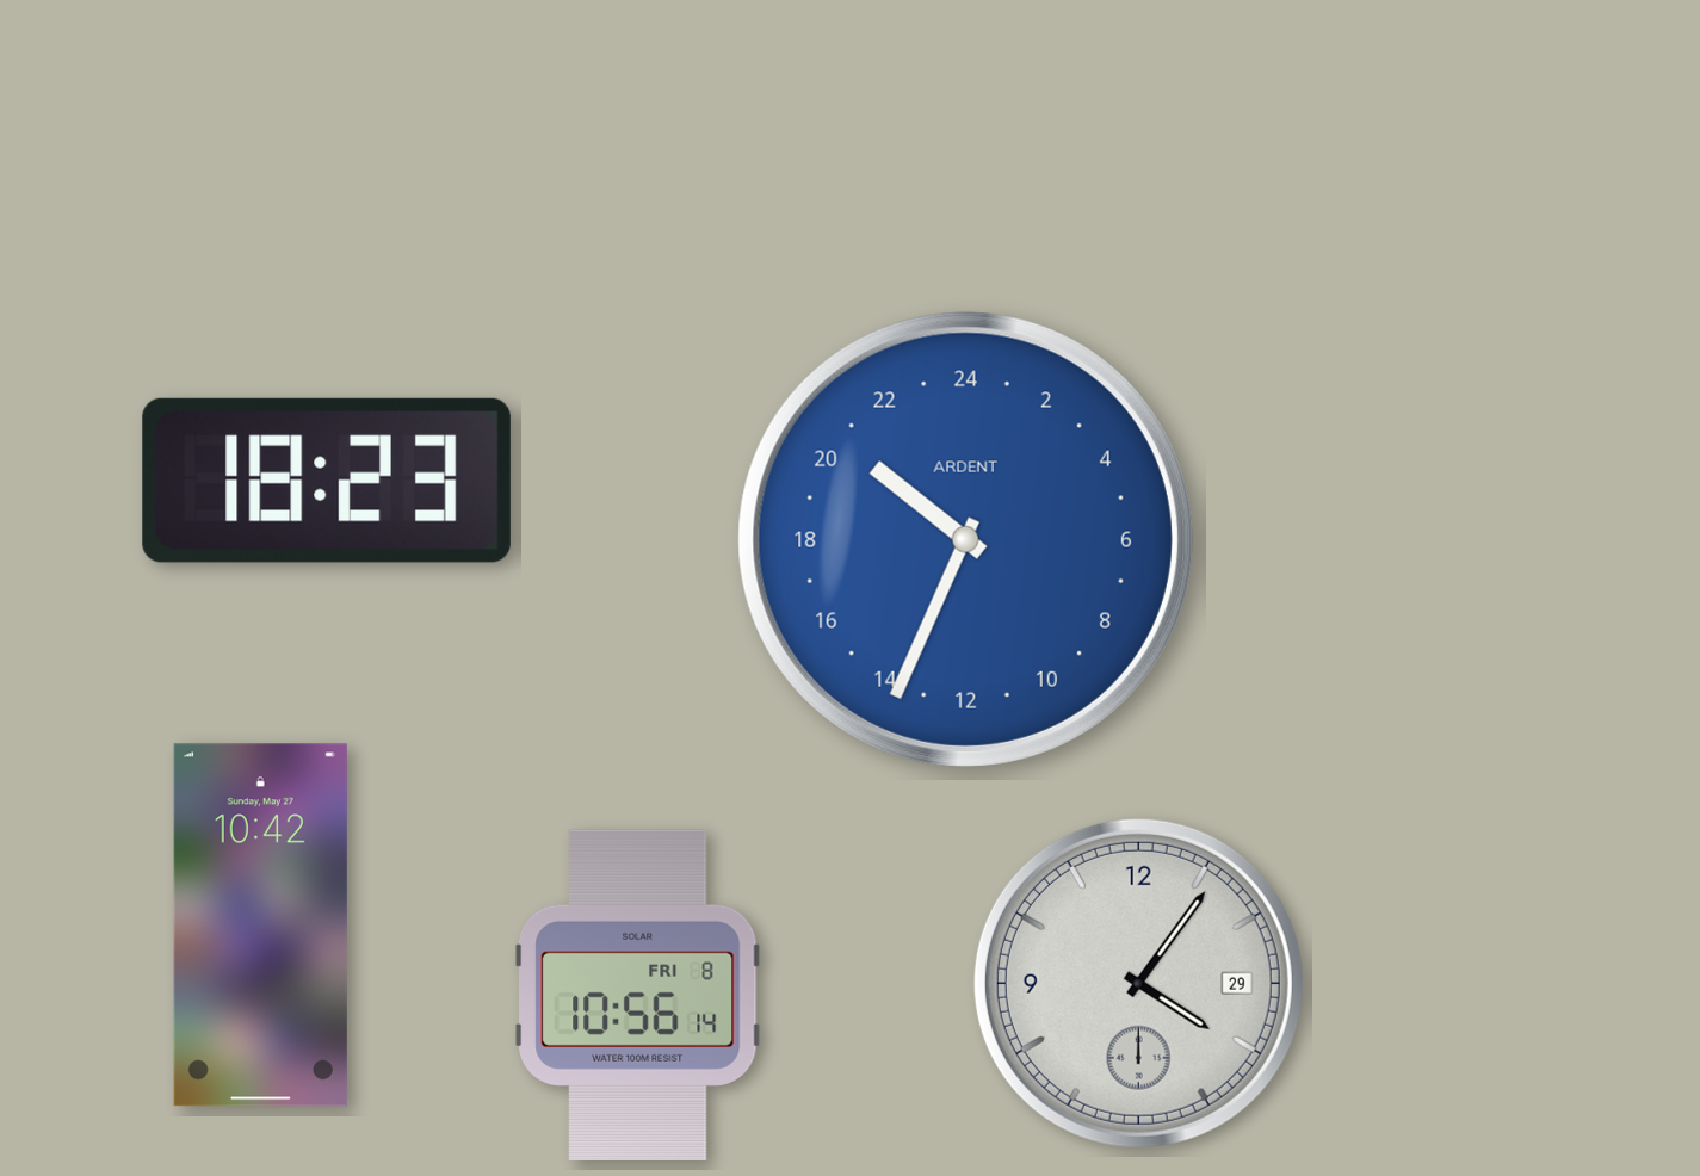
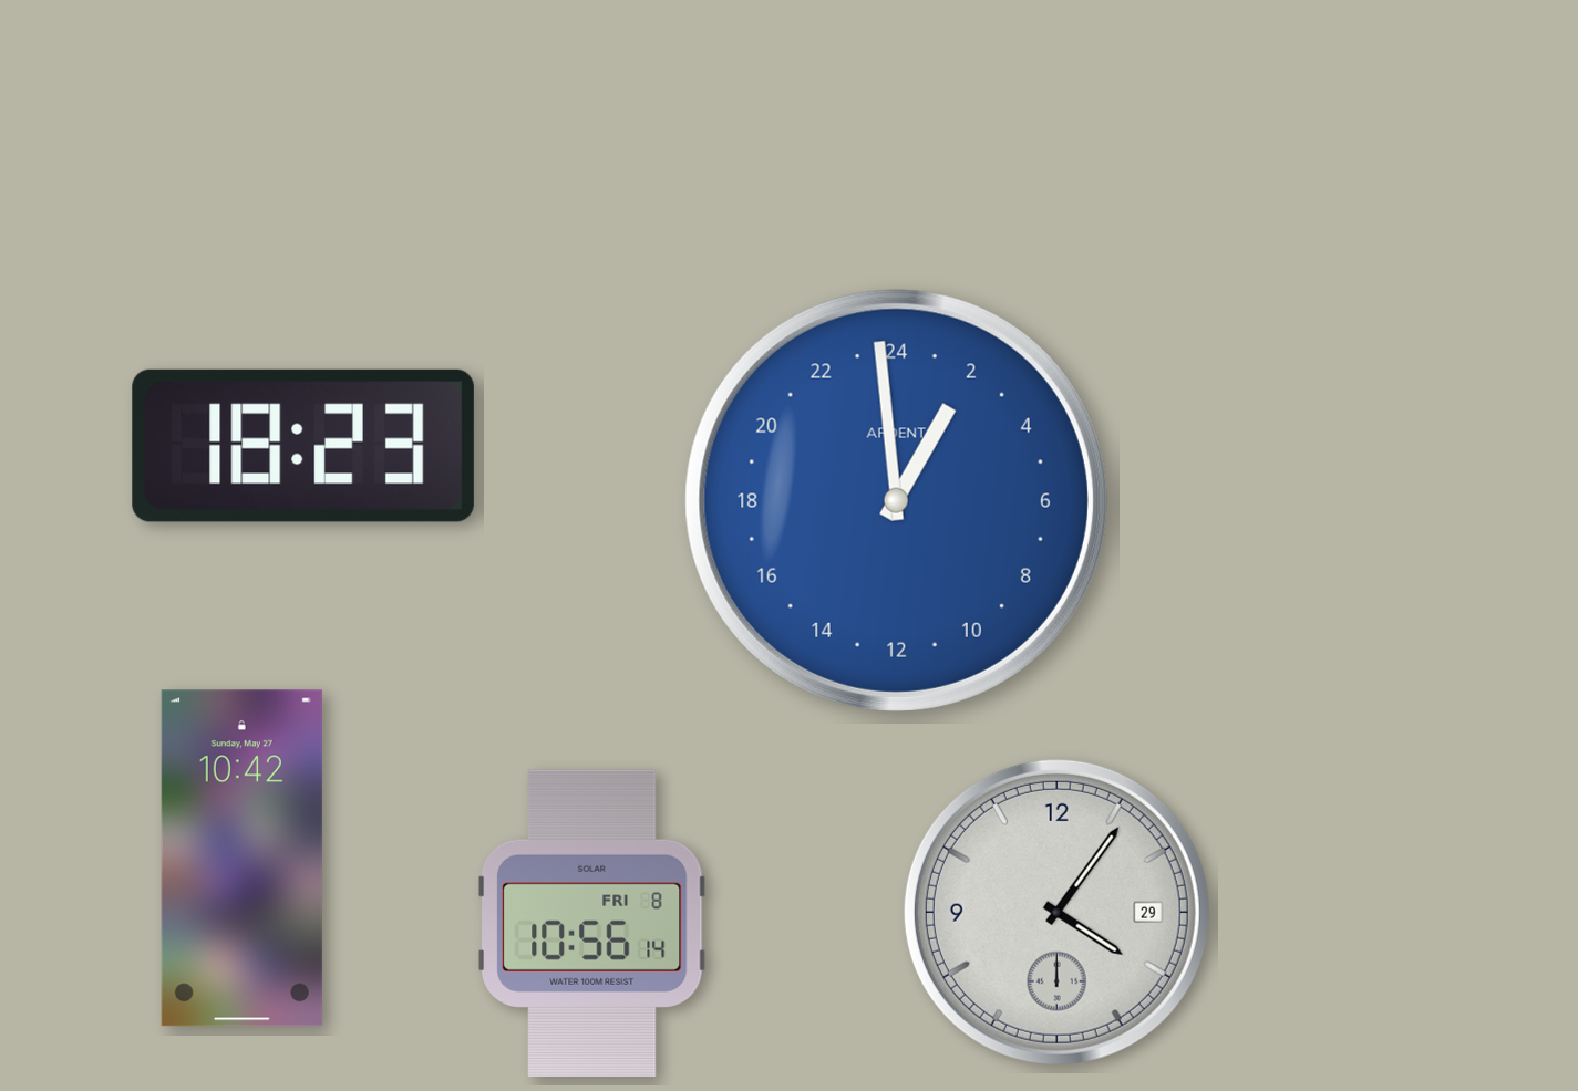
clock at (965, 539): 20:34 -> 1:59
